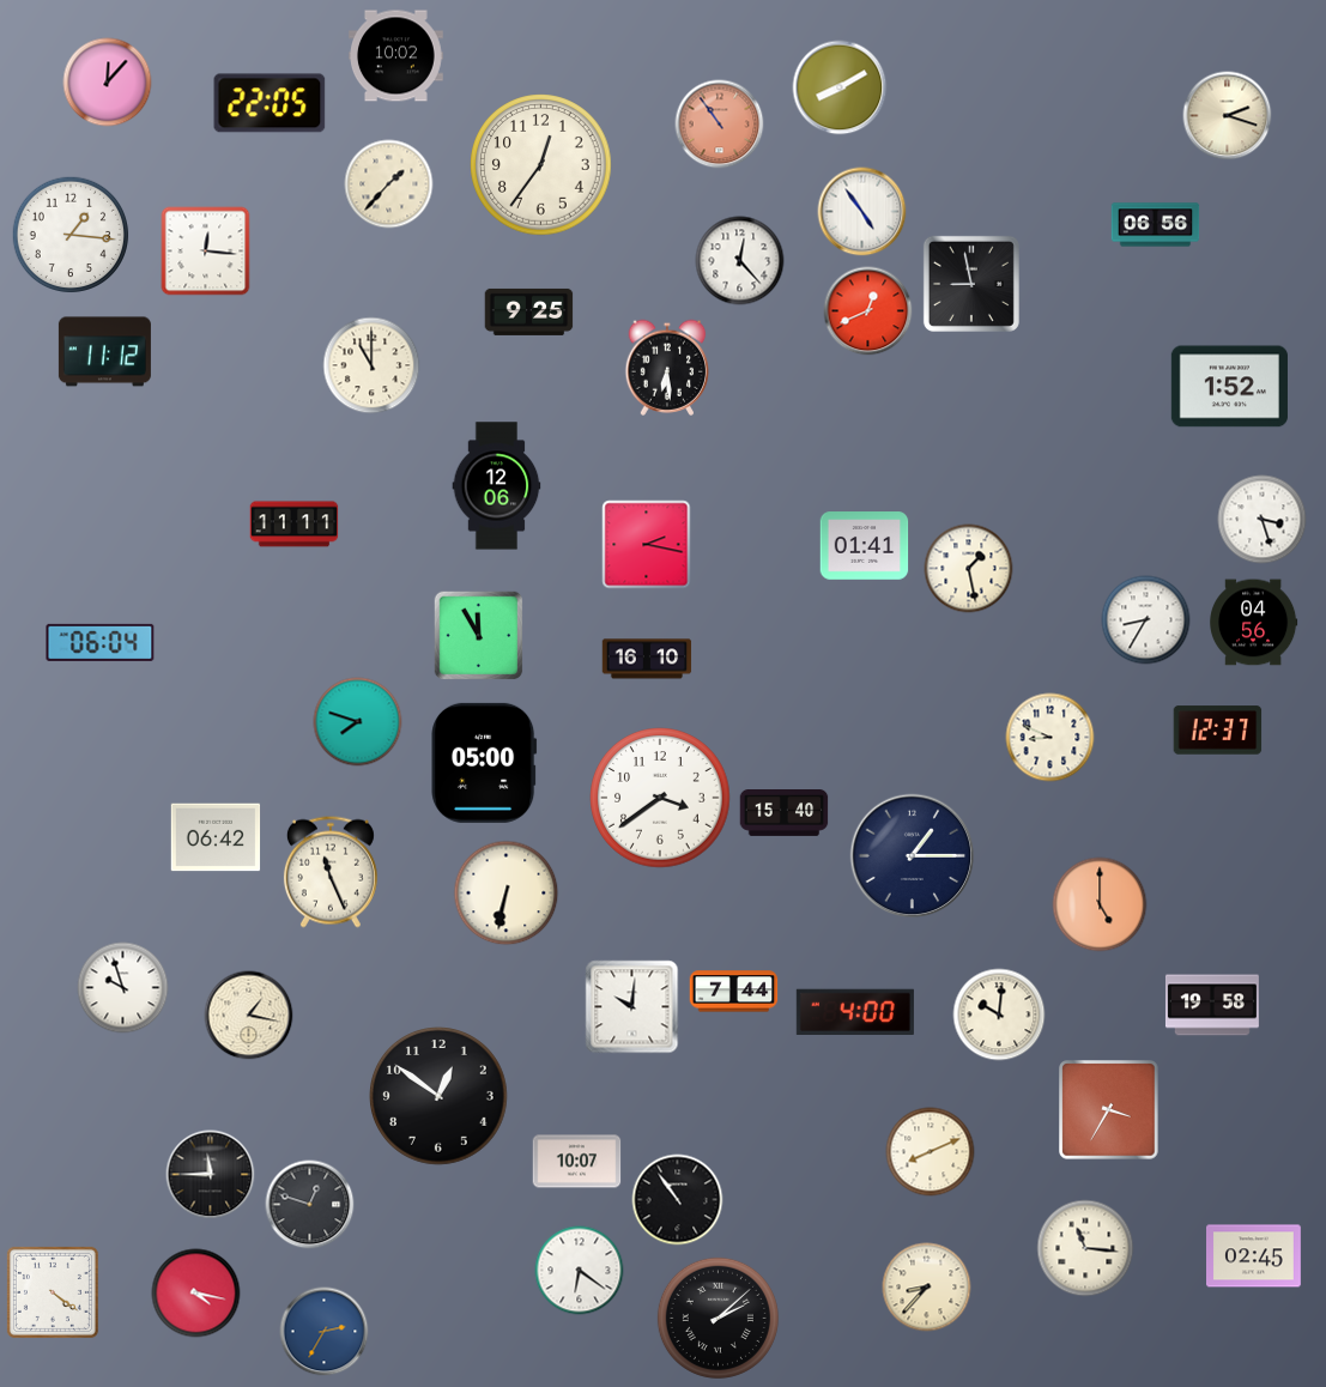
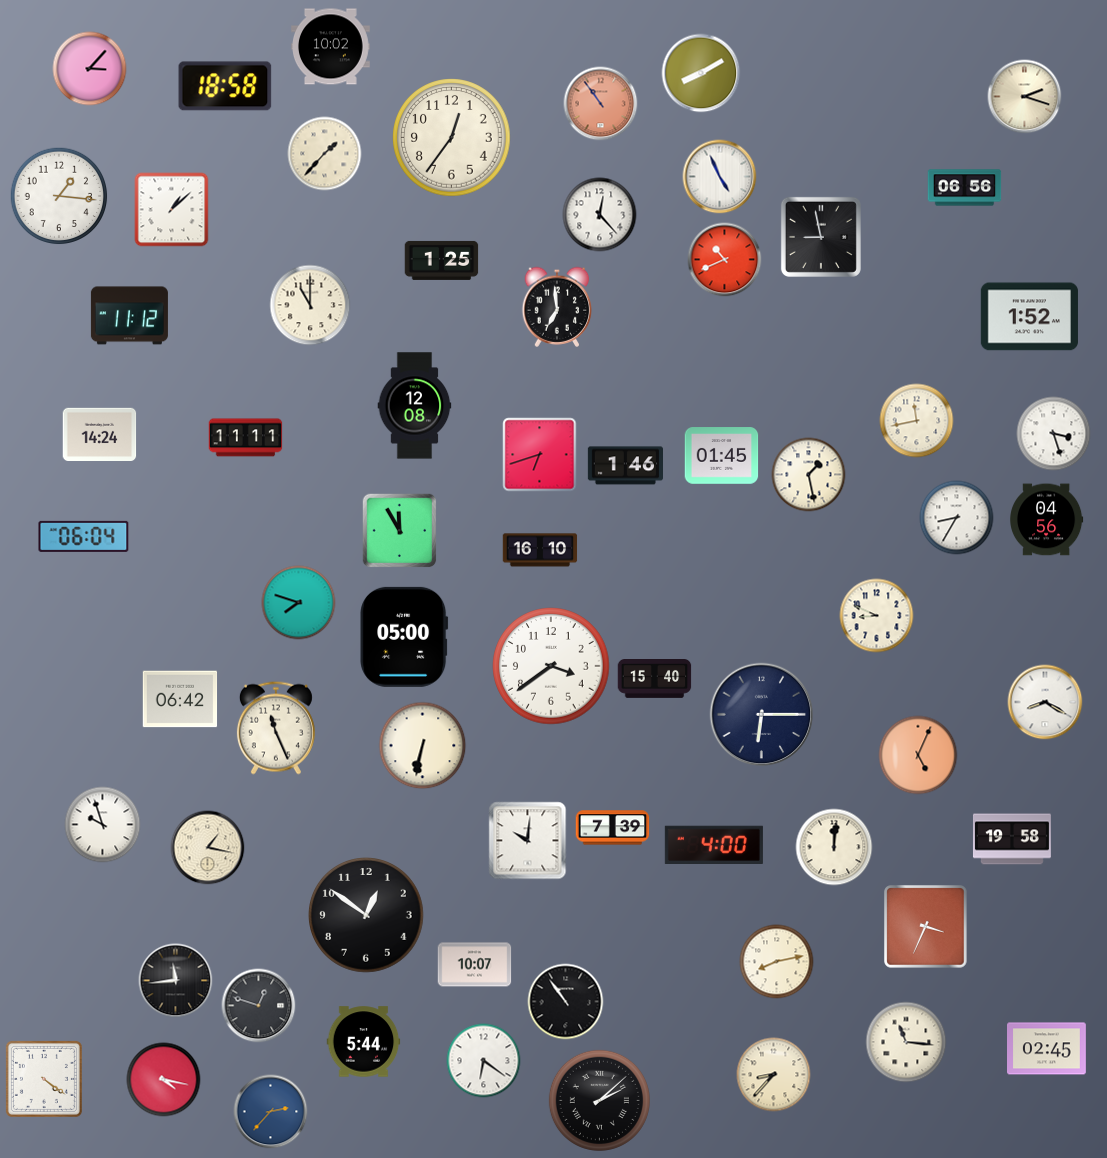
clock at (108, 83): 12:07 -> 3:07
clock at (270, 103): 22:05 -> 18:58
clock at (862, 212): 4:54 -> 4:56
clock at (206, 252): 12:16 -> 1:08
clock at (740, 261) position: (740, 261) -> (600, 215)
clock at (971, 284) position: (971, 284) -> (821, 237)
clock at (529, 311): 9:25 -> 1:25
clock at (868, 311): 12:41 -> 10:41
clock at (104, 352) position: (104, 352) -> (129, 316)
clock at (667, 368): 6:29 -> 6:59
clock at (1229, 387) position: (1229, 387) -> (1029, 317)
clock at (497, 486): 12:06 -> 12:08
clock at (917, 421): none -> 11:43
clock at (100, 434): none -> 14:24
clock at (647, 545): 2:17 -> 6:42
clock at (865, 546): 01:41 -> 01:45
clock at (625, 466): none -> 1:46
clock at (1218, 731): 12:37 -> none
clock at (1045, 702): none -> 8:20
clock at (913, 856): 1:15 -> 6:15
clock at (1100, 904): 5:00 -> 5:04
clock at (734, 992): 7:44 -> 7:39
clock at (999, 1014): 10:01 -> 12:01
clock at (1109, 1110): 3:35 -> 3:34
clock at (931, 1152): 8:11 -> 8:13
clock at (577, 1162) position: (577, 1162) -> (475, 965)
clock at (211, 1175): 11:45 -> 11:44
clock at (364, 1042): none -> 5:44
clock at (325, 1332): 2:35 -> 2:37
